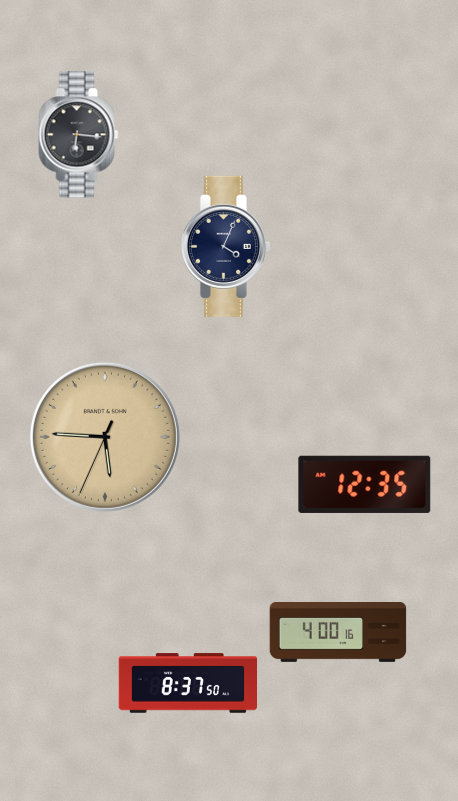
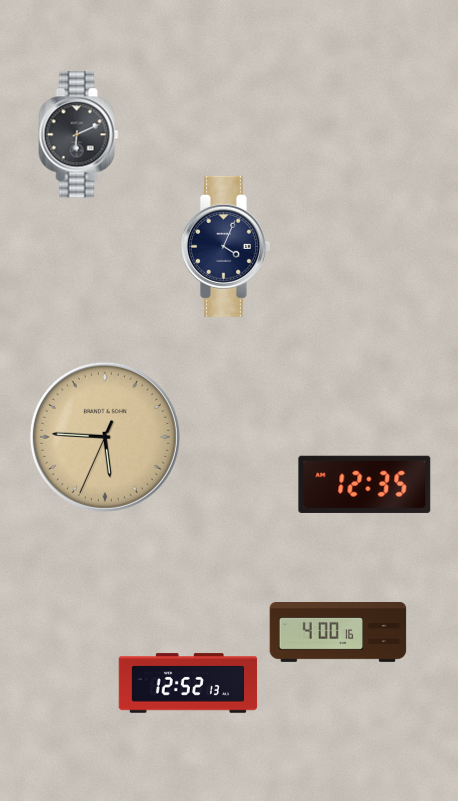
clock at (79, 135): 6:16 -> 6:11
clock at (188, 683): 8:37 -> 12:52
